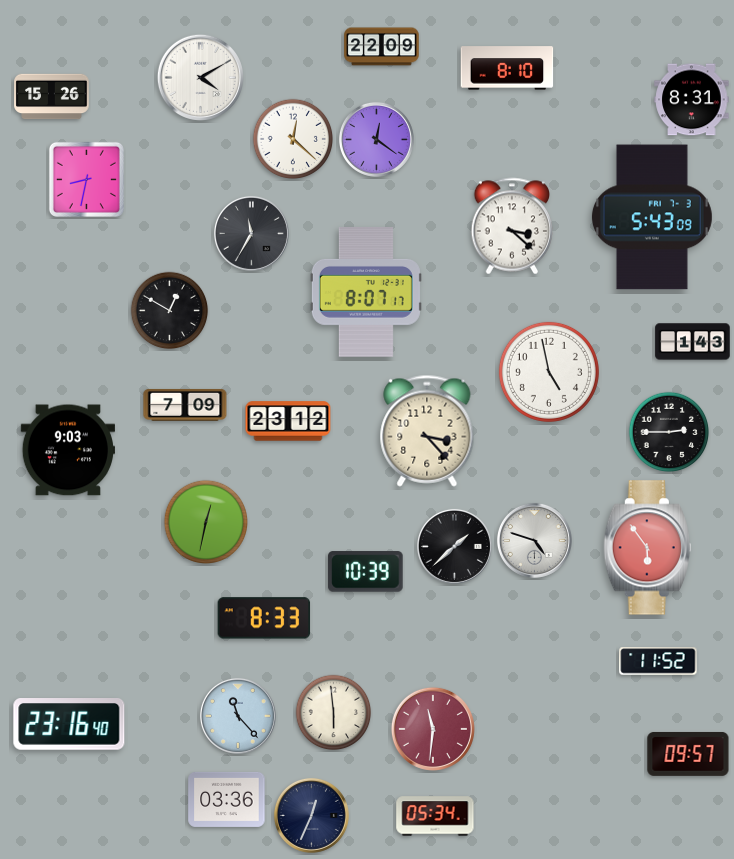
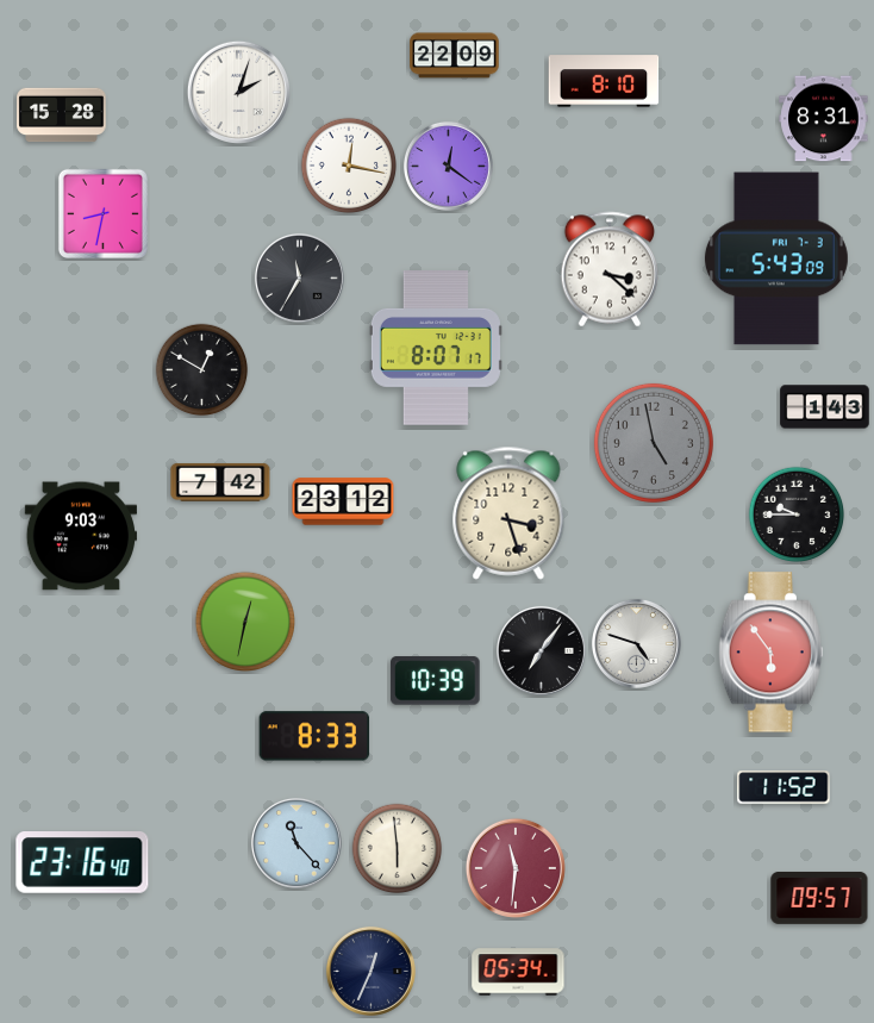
clock at (200, 77): 4:10 -> 2:03
clock at (52, 97): 15:26 -> 15:28
clock at (293, 139): 12:22 -> 12:17
clock at (549, 372) dial: white -> grey
clock at (185, 405): 7:09 -> 7:42
clock at (427, 431): 3:23 -> 3:27
clock at (669, 432): 2:45 -> 9:45
clock at (454, 546): 1:38 -> 7:06
clock at (238, 716) position: (238, 716) -> (296, 843)
clock at (227, 799): 03:36 -> none
